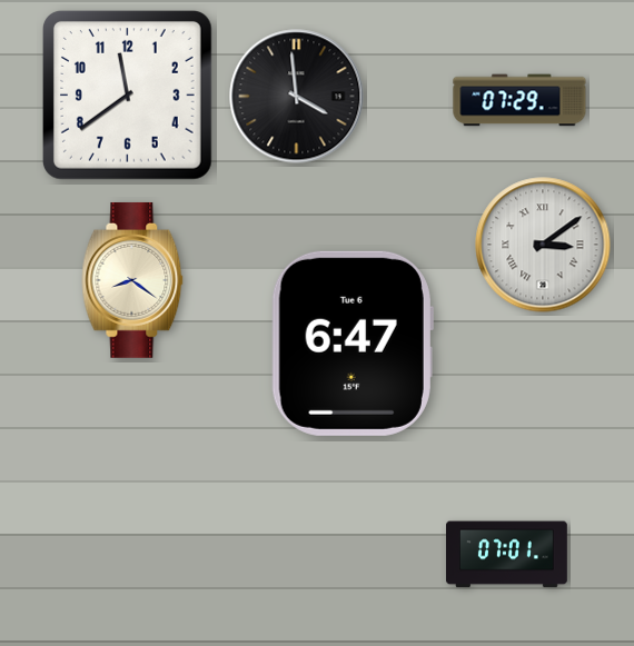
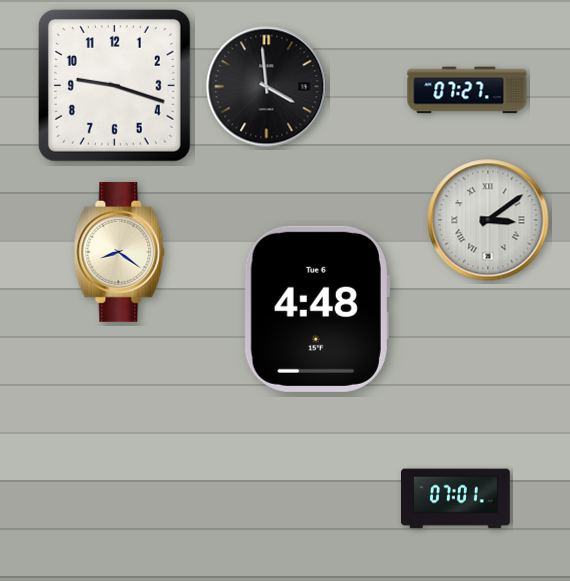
clock at (127, 95): 11:39 -> 9:18
clock at (519, 100): 07:29 -> 07:27
clock at (353, 344): 6:47 -> 4:48
